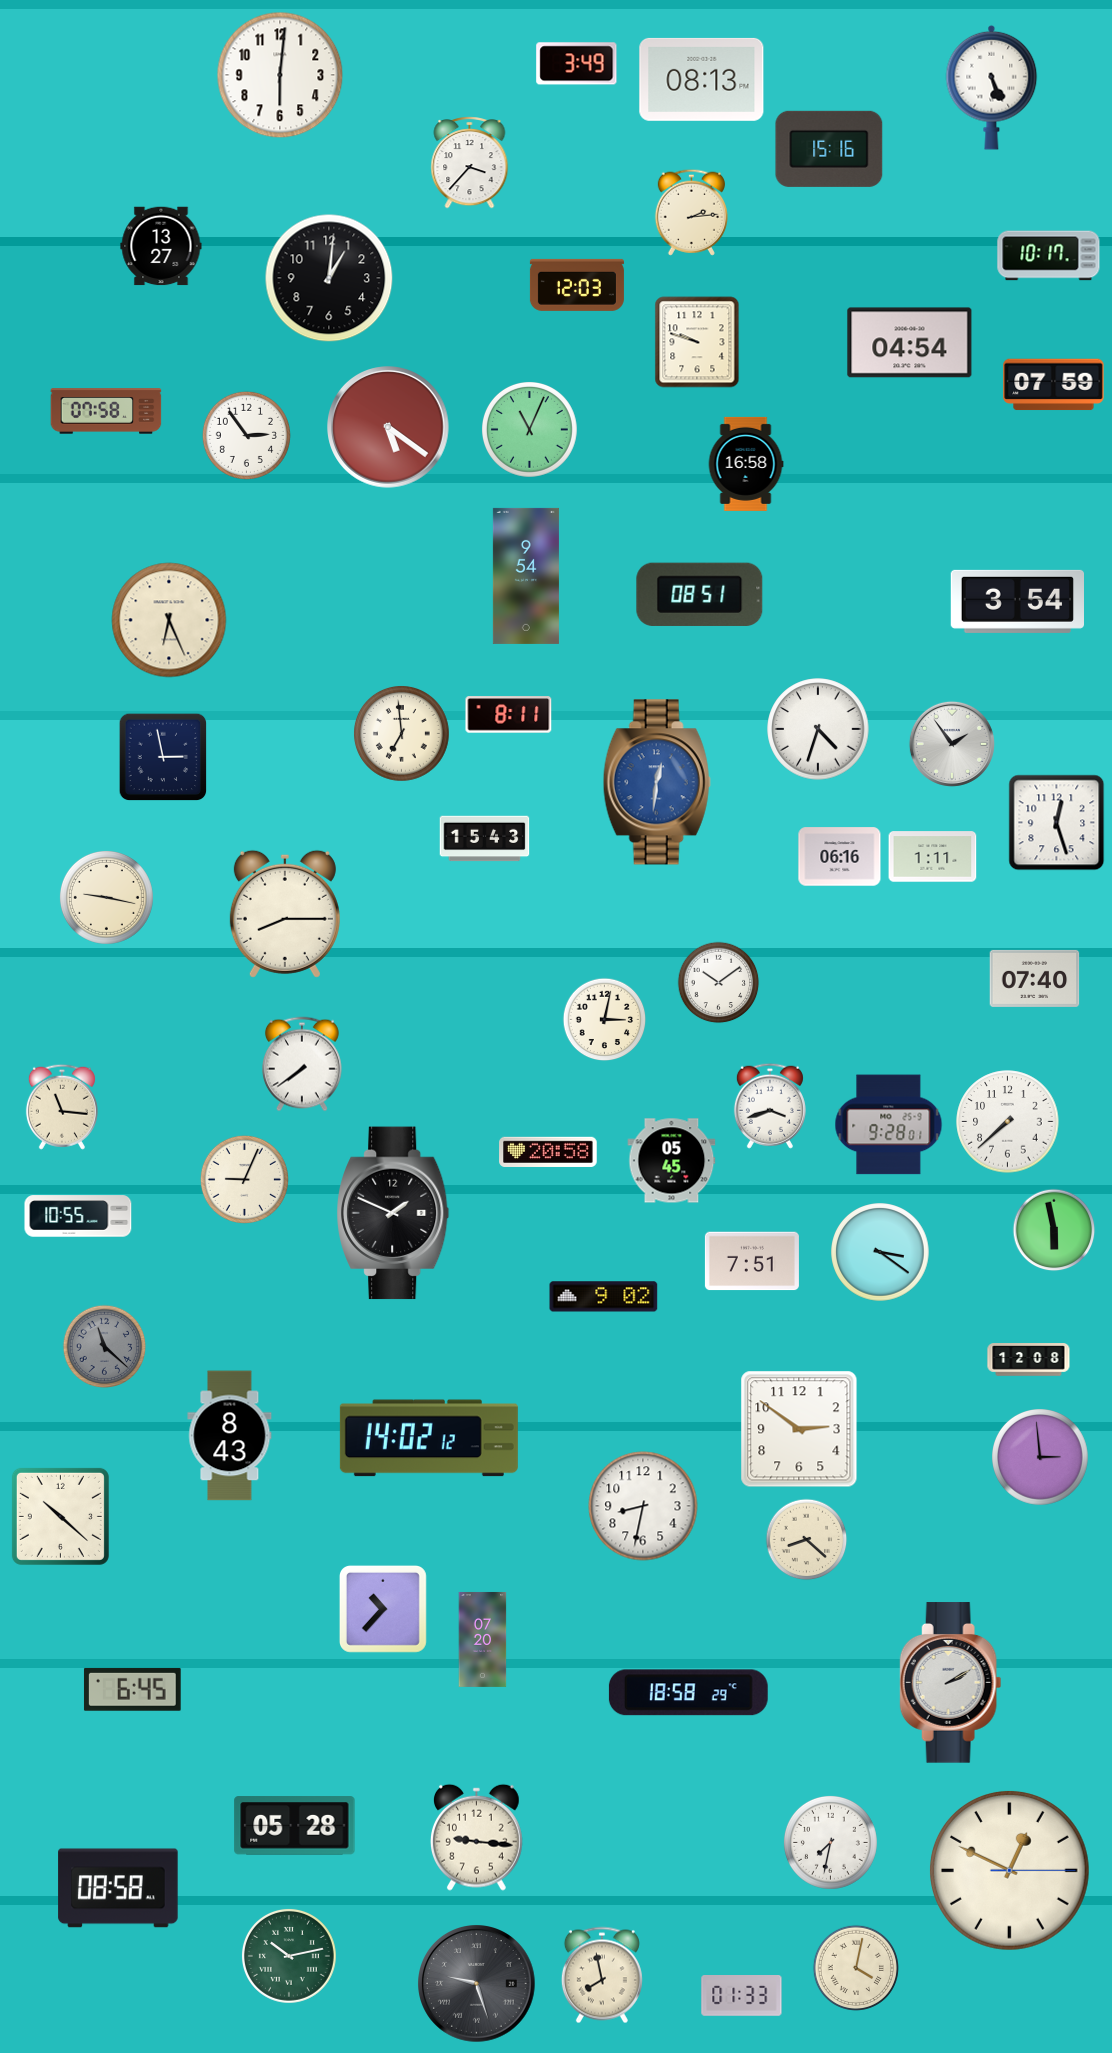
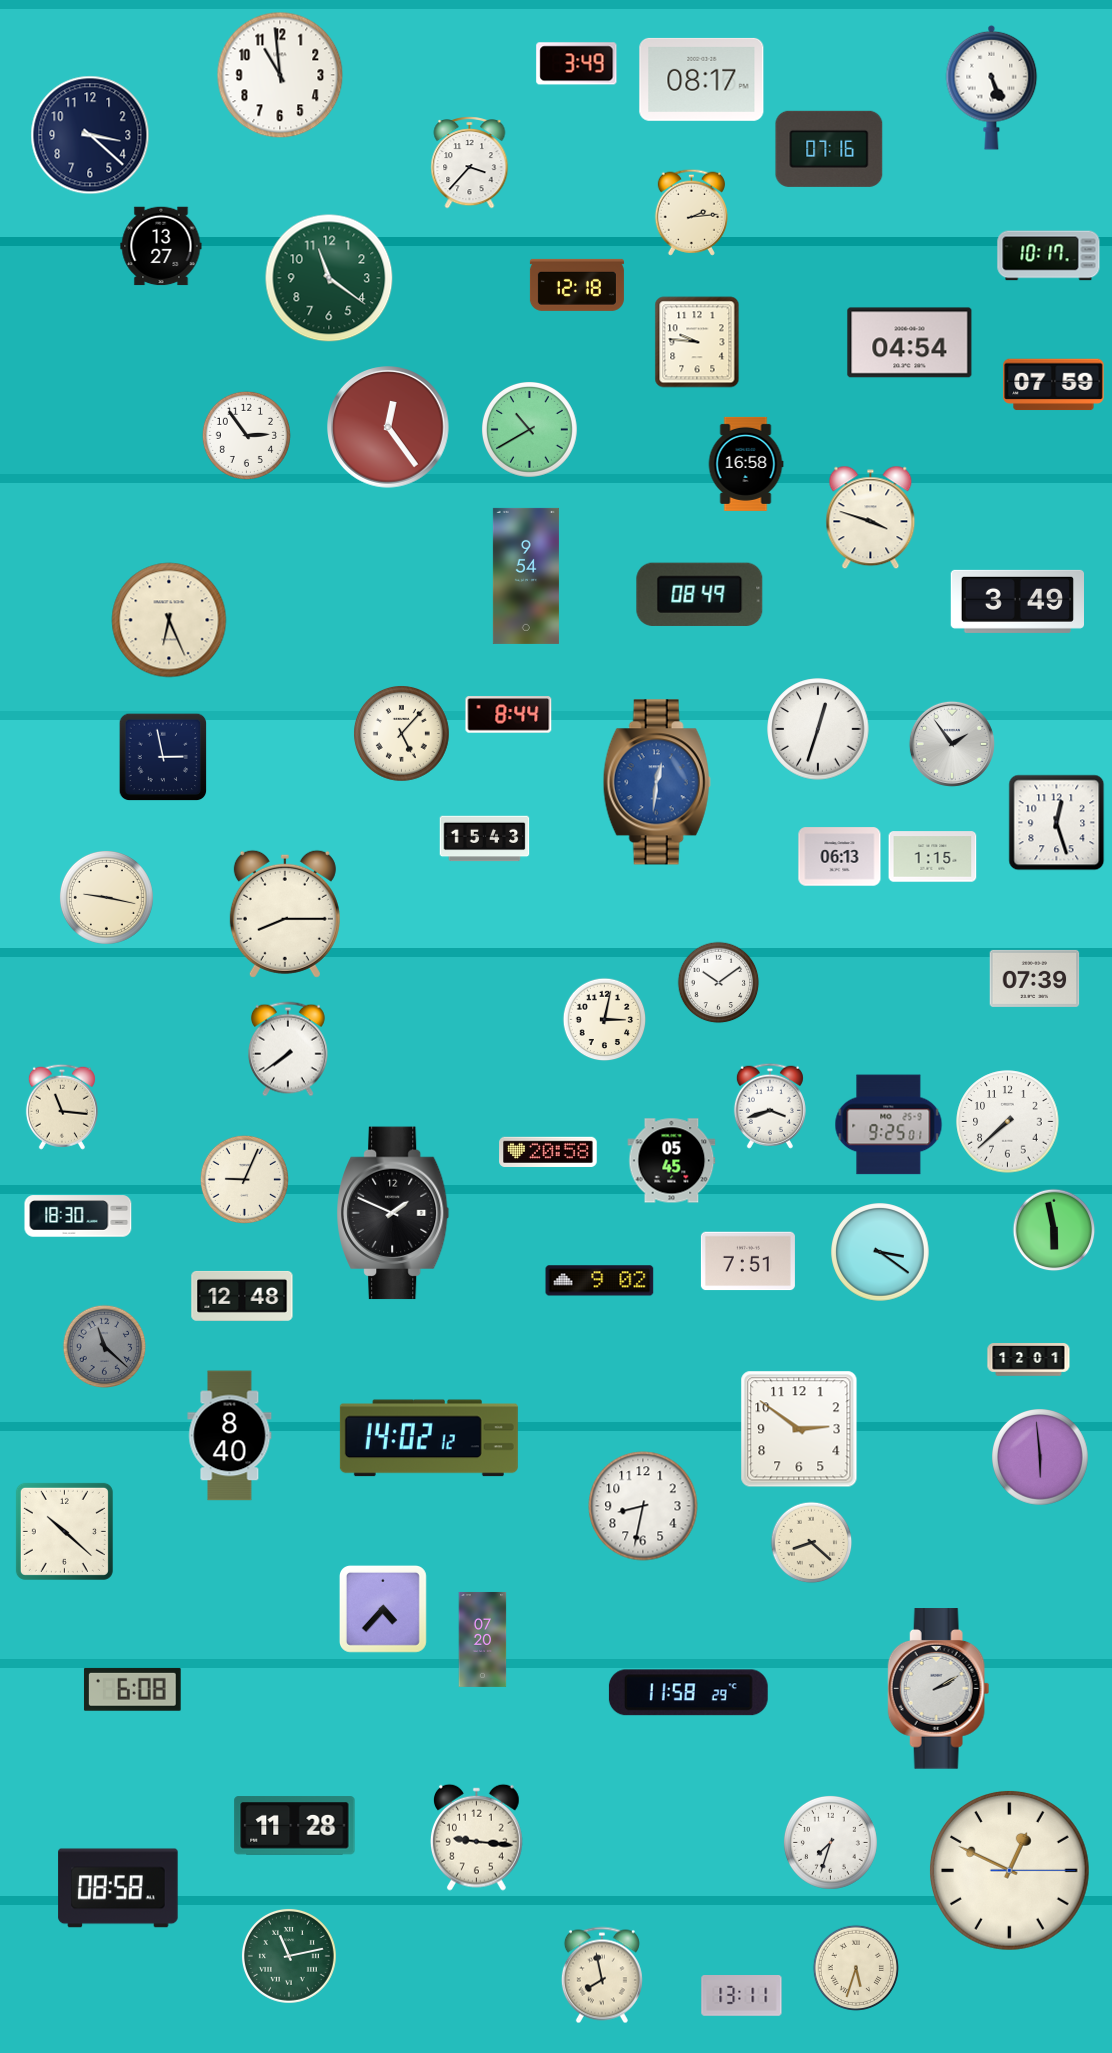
clock at (280, 75): 6:01 -> 10:59
clock at (702, 79): 08:13 -> 08:17
clock at (90, 135): none -> 3:22
clock at (829, 149): 15:16 -> 07:16
clock at (329, 278): 1:01 -> 11:21
clock at (329, 278) dial: black -> green
clock at (577, 285): 12:03 -> 12:18
clock at (697, 342): 9:48 -> 9:46
clock at (106, 411): 07:58 -> none
clock at (388, 427): 5:21 -> 12:24
clock at (530, 430): 11:04 -> 10:40
clock at (871, 518): none -> 3:48
clock at (700, 594): 08:51 -> 08:49
clock at (1017, 601): 3:54 -> 3:49
clock at (509, 715): 8:11 -> 8:44
clock at (818, 729): 4:33 -> 12:33
clock at (402, 734): 6:59 -> 5:07
clock at (840, 857): 06:16 -> 06:13
clock at (933, 857): 1:11 -> 1:15
clock at (1035, 978): 07:40 -> 07:39
clock at (302, 1064) position: (302, 1064) -> (288, 1049)
clock at (889, 1125): 9:28 -> 9:25
clock at (78, 1216): 10:55 -> 18:30
clock at (752, 1261) position: (752, 1261) -> (748, 1261)
clock at (242, 1296): none -> 12:48
clock at (604, 1297) position: (604, 1297) -> (600, 1281)
clock at (1029, 1360): 12:08 -> 12:01
clock at (230, 1436): 8:43 -> 8:40
clock at (1041, 1458): 2:59 -> 5:59
clock at (60, 1516) position: (60, 1516) -> (64, 1531)
clock at (807, 1540) position: (807, 1540) -> (812, 1543)
clock at (383, 1609): 10:37 -> 4:37
clock at (951, 1683) position: (951, 1683) -> (939, 1689)
clock at (132, 1689): 6:45 -> 6:08
clock at (688, 1693): 18:58 -> 11:58
clock at (295, 1826): 05:28 -> 11:28
clock at (830, 1842): 7:32 -> 7:33
clock at (289, 1956): 10:13 -> 11:13
clock at (855, 1967): 4:02 -> 5:33
clock at (477, 1984): 9:27 -> none
clock at (742, 1996): 01:33 -> 13:11
